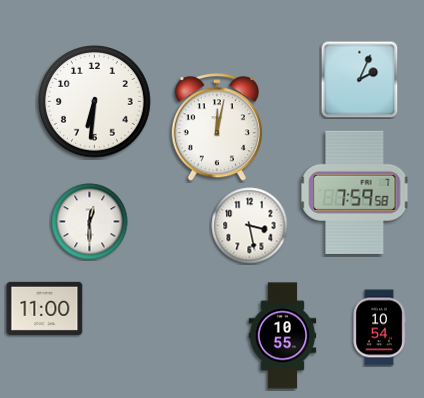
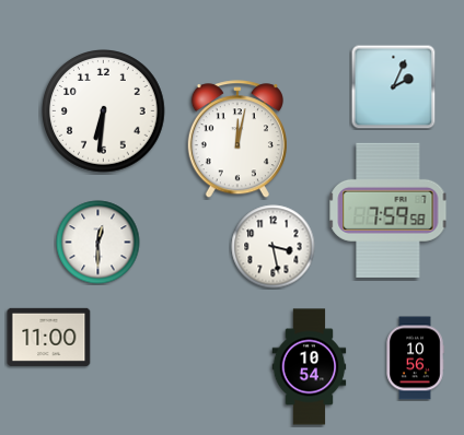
clock at (379, 328): 10:54 -> 10:56
clock at (283, 336): 10:55 -> 10:54
